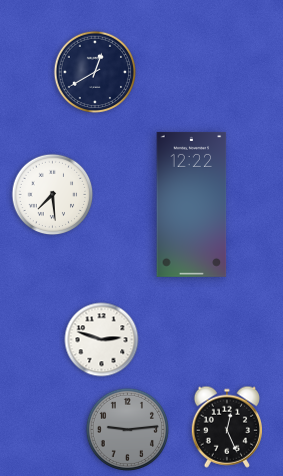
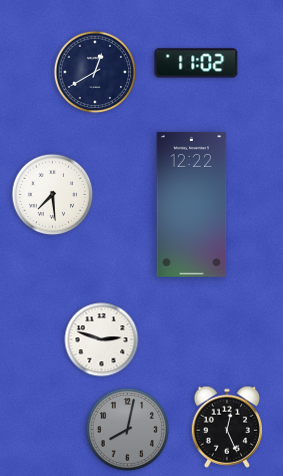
clock at (196, 63): none -> 11:02
clock at (127, 429): 9:14 -> 8:02
